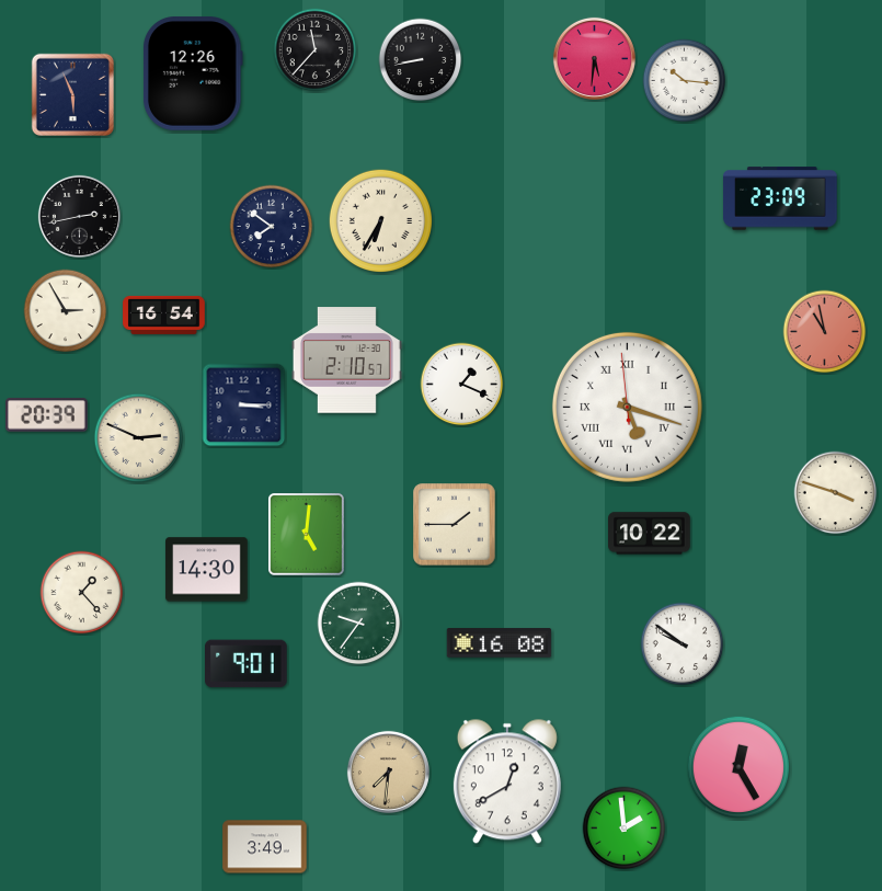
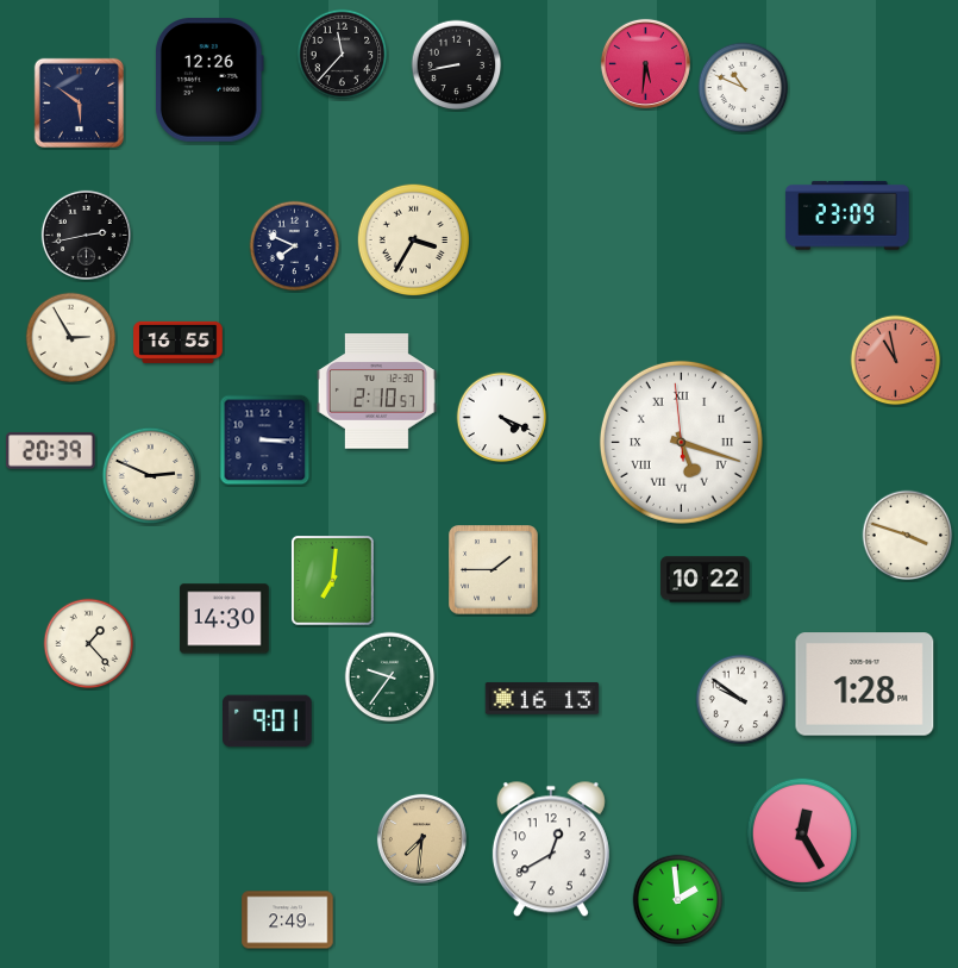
clock at (685, 81): 10:16 -> 10:49
clock at (72, 94): 5:56 -> 5:51
clock at (380, 221): 6:35 -> 3:35
clock at (272, 227): 7:51 -> 7:49
clock at (164, 315): 16:54 -> 16:55
clock at (462, 385): 1:19 -> 4:19
clock at (307, 535): 5:01 -> 7:01
clock at (865, 685): none -> 1:28
clock at (500, 643): 16:08 -> 16:13
clock at (265, 847): 3:49 -> 2:49
